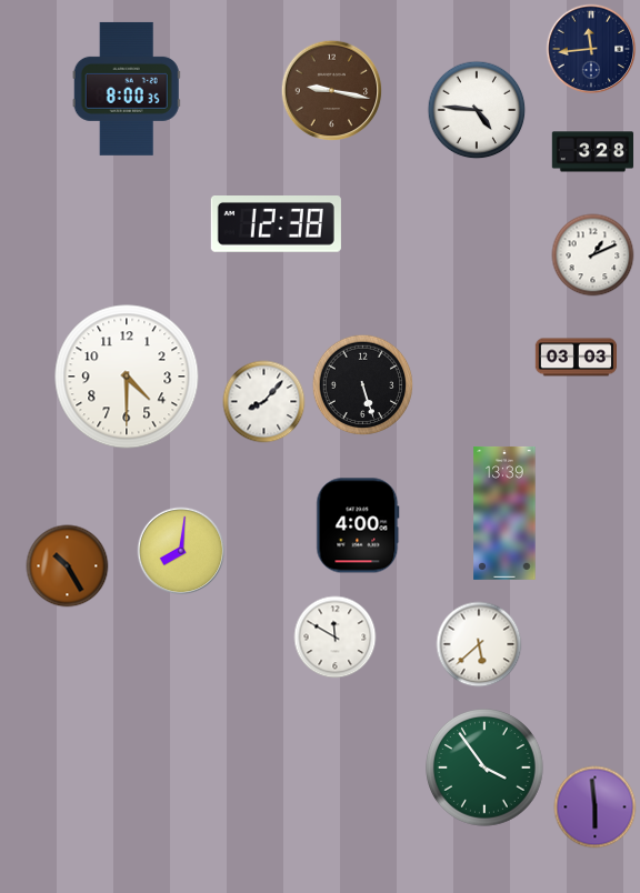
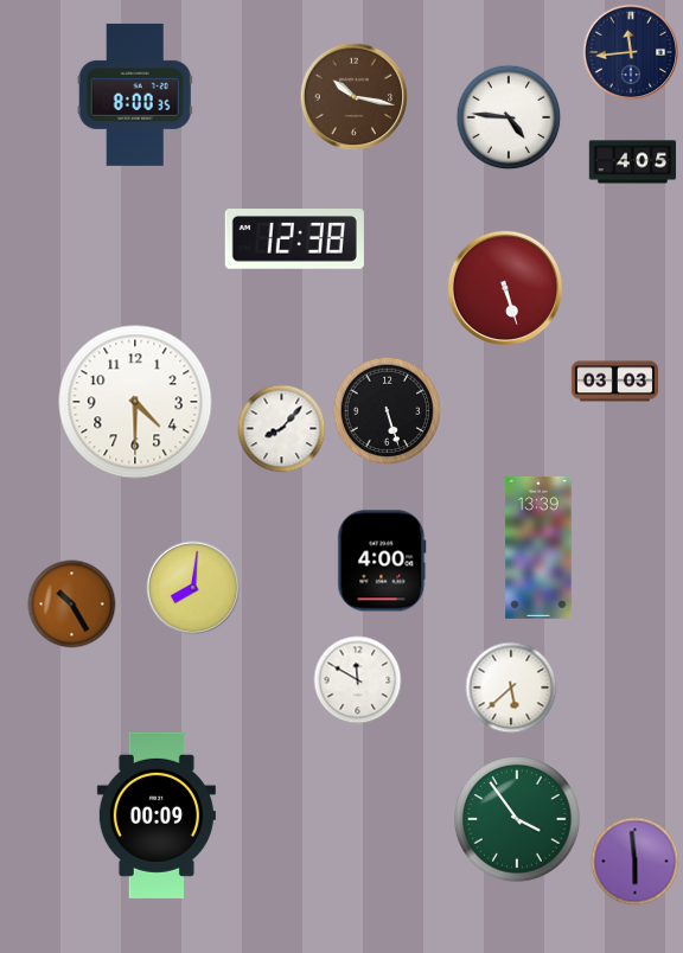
clock at (332, 91): 9:17 -> 10:17
clock at (593, 152): 3:28 -> 4:05
clock at (593, 255): 1:11 -> none
clock at (504, 287): none -> 5:27
clock at (157, 816): none -> 00:09
